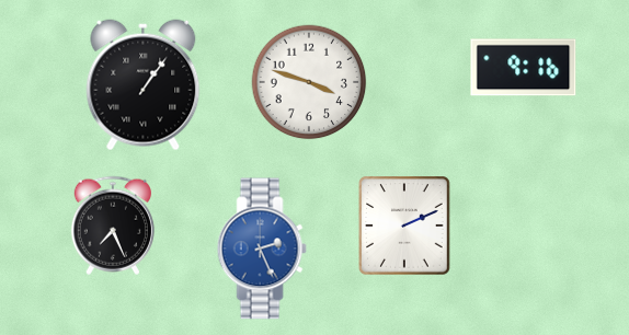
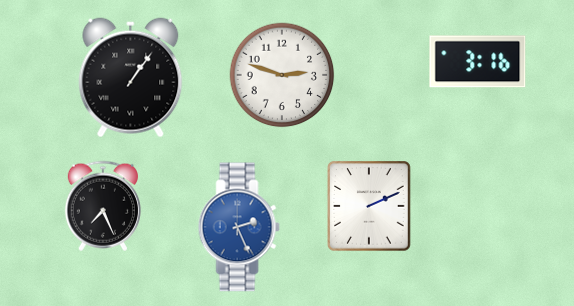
clock at (524, 68): 9:16 -> 3:16
clock at (309, 82): 3:48 -> 2:48
